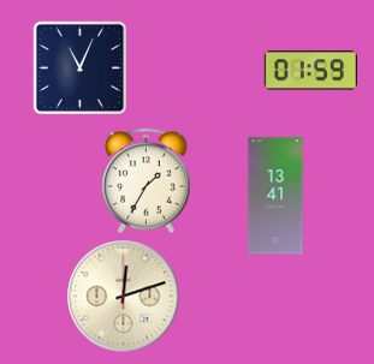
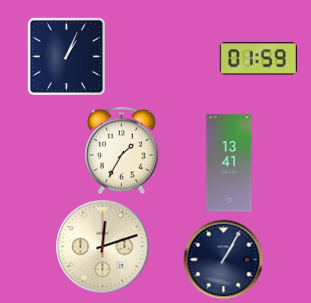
clock at (79, 67): 11:04 -> 1:04
clock at (223, 259): none -> 1:05
